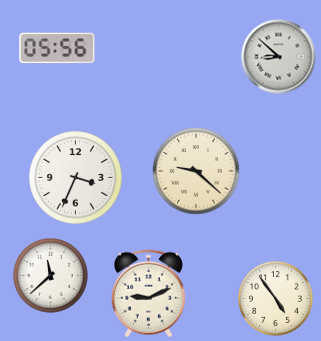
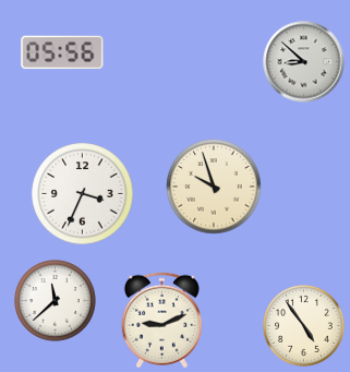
clock at (196, 171): 9:22 -> 9:57
clock at (276, 299) position: (276, 299) -> (304, 326)
